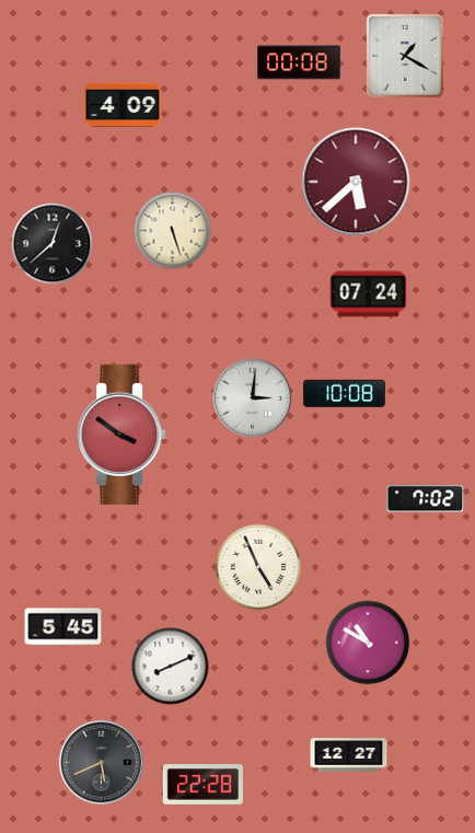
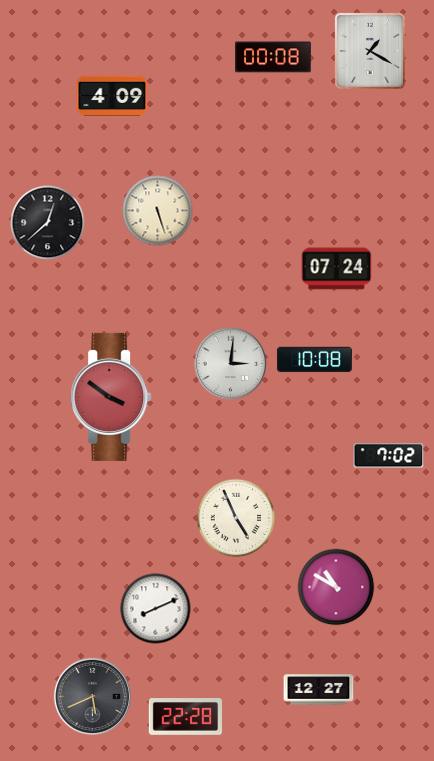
clock at (356, 182): 5:38 -> none
clock at (63, 627): 5:45 -> none
